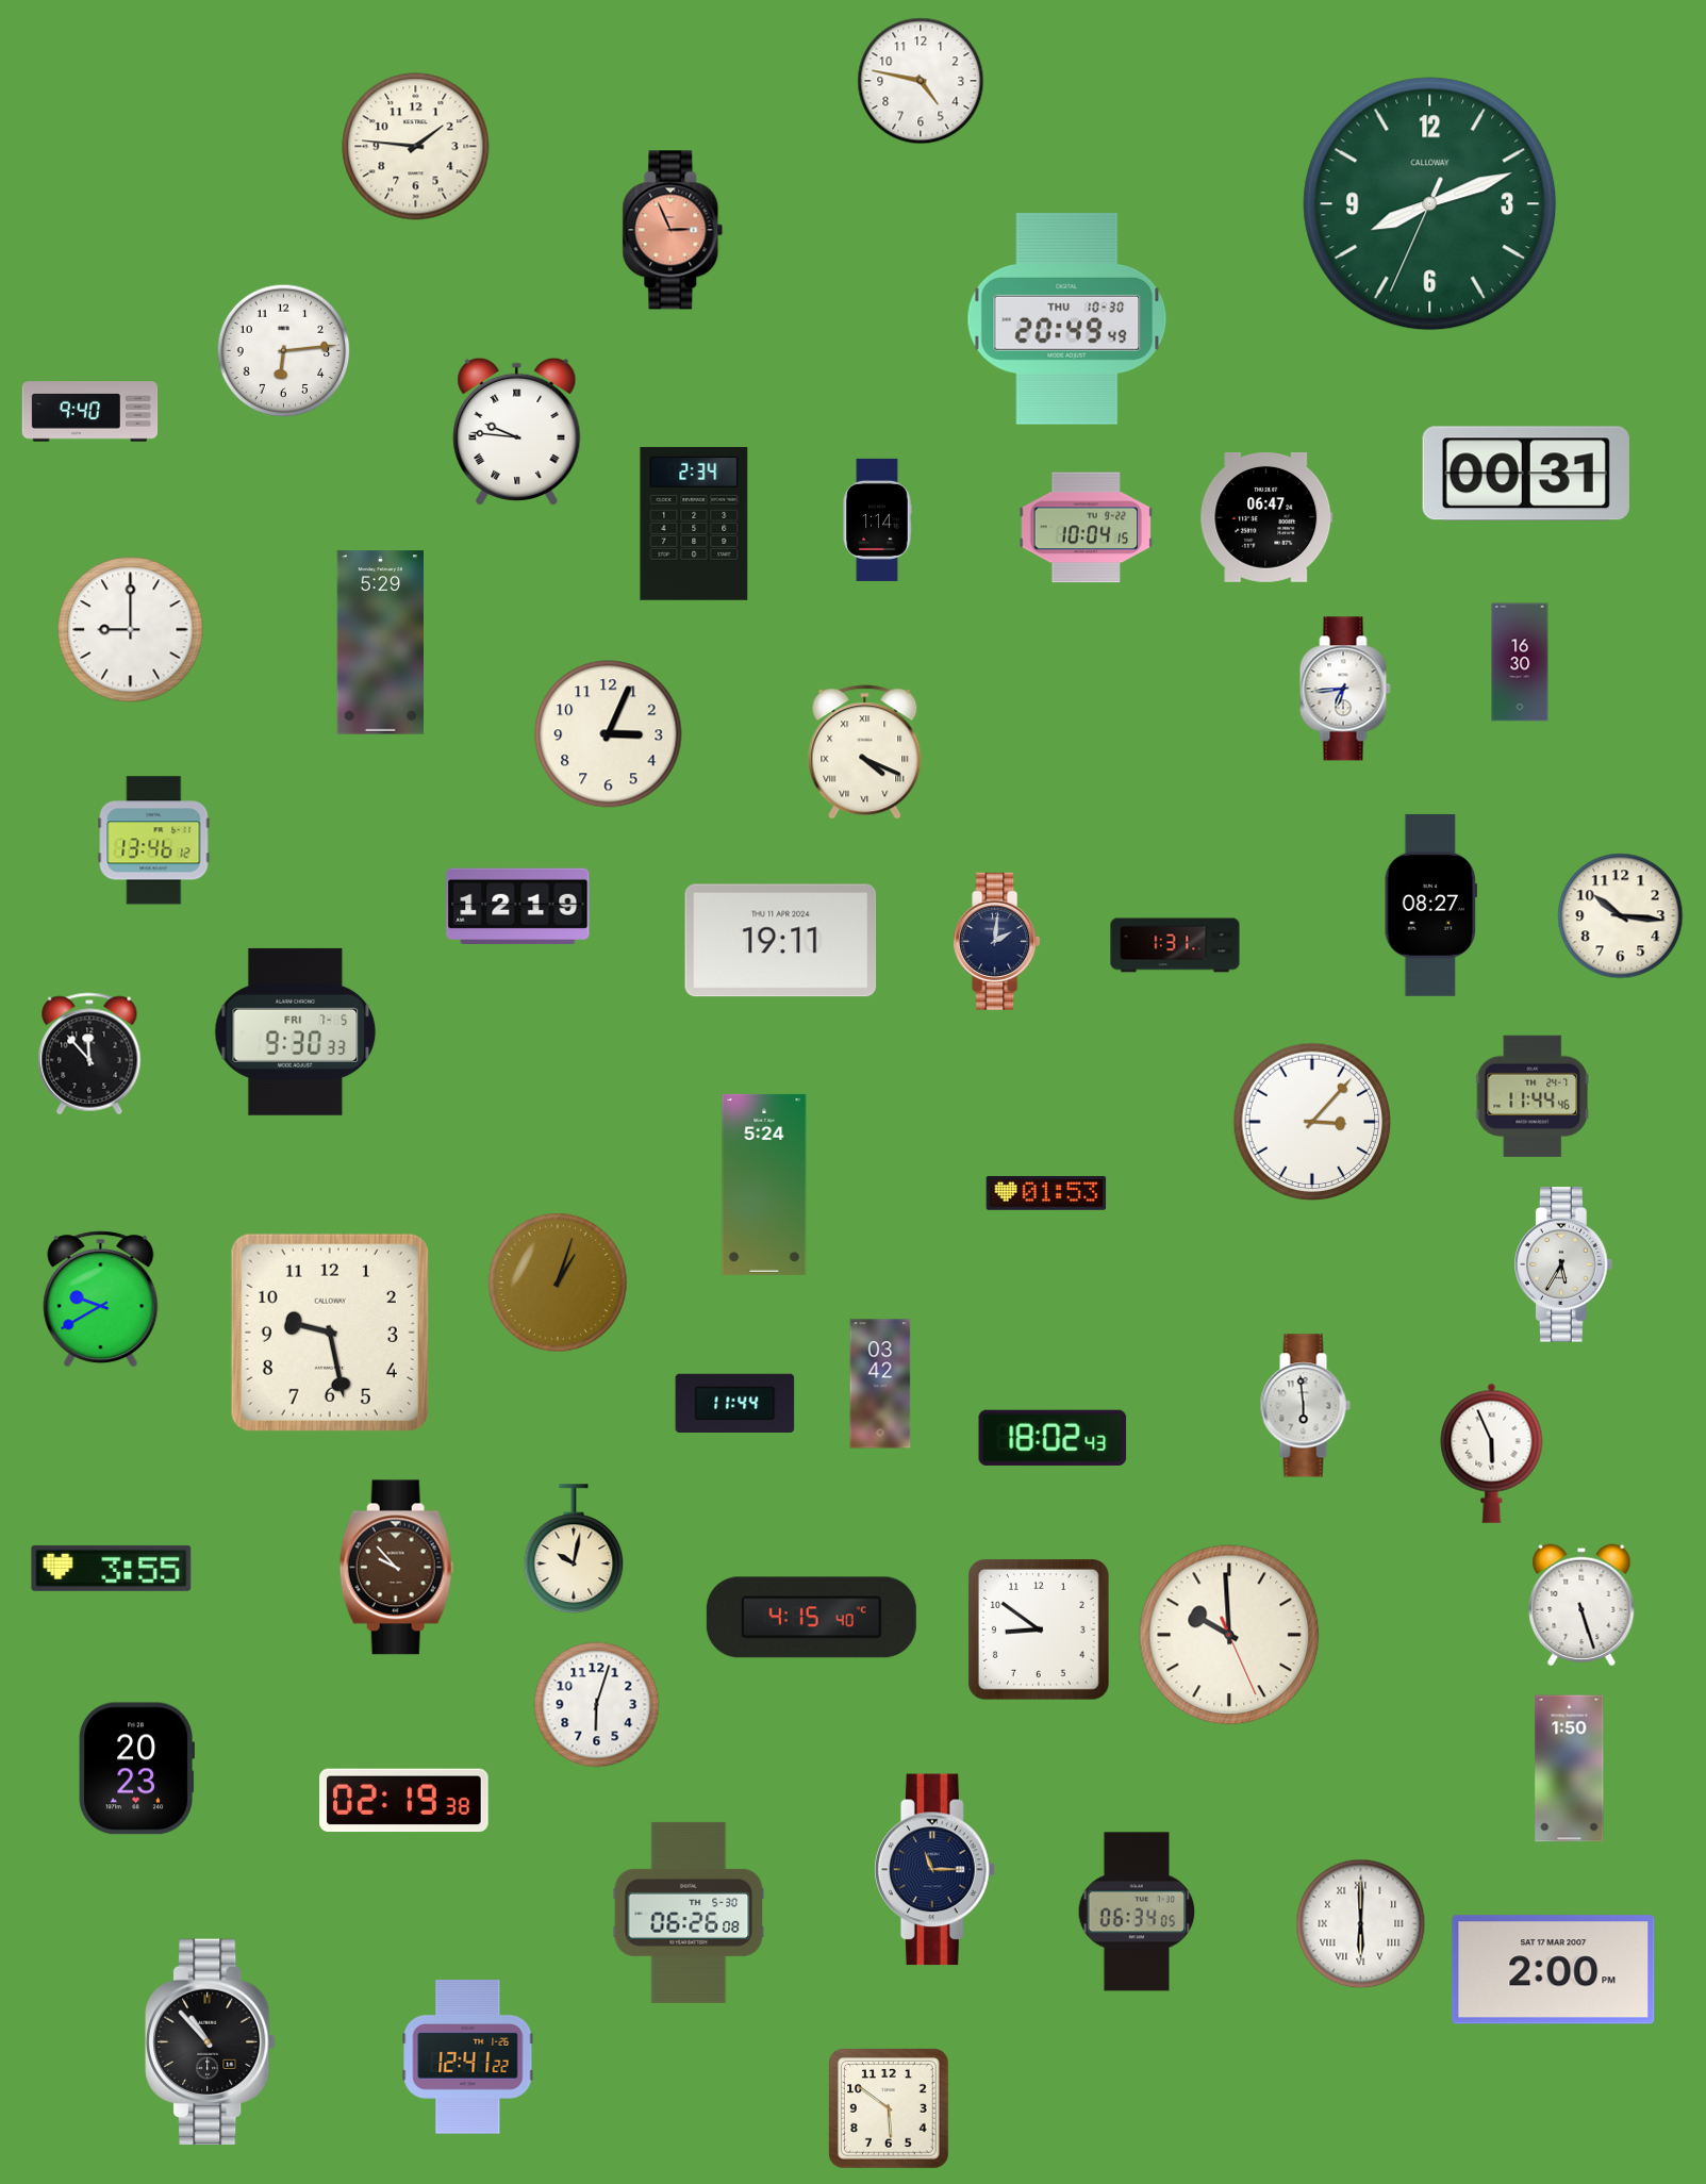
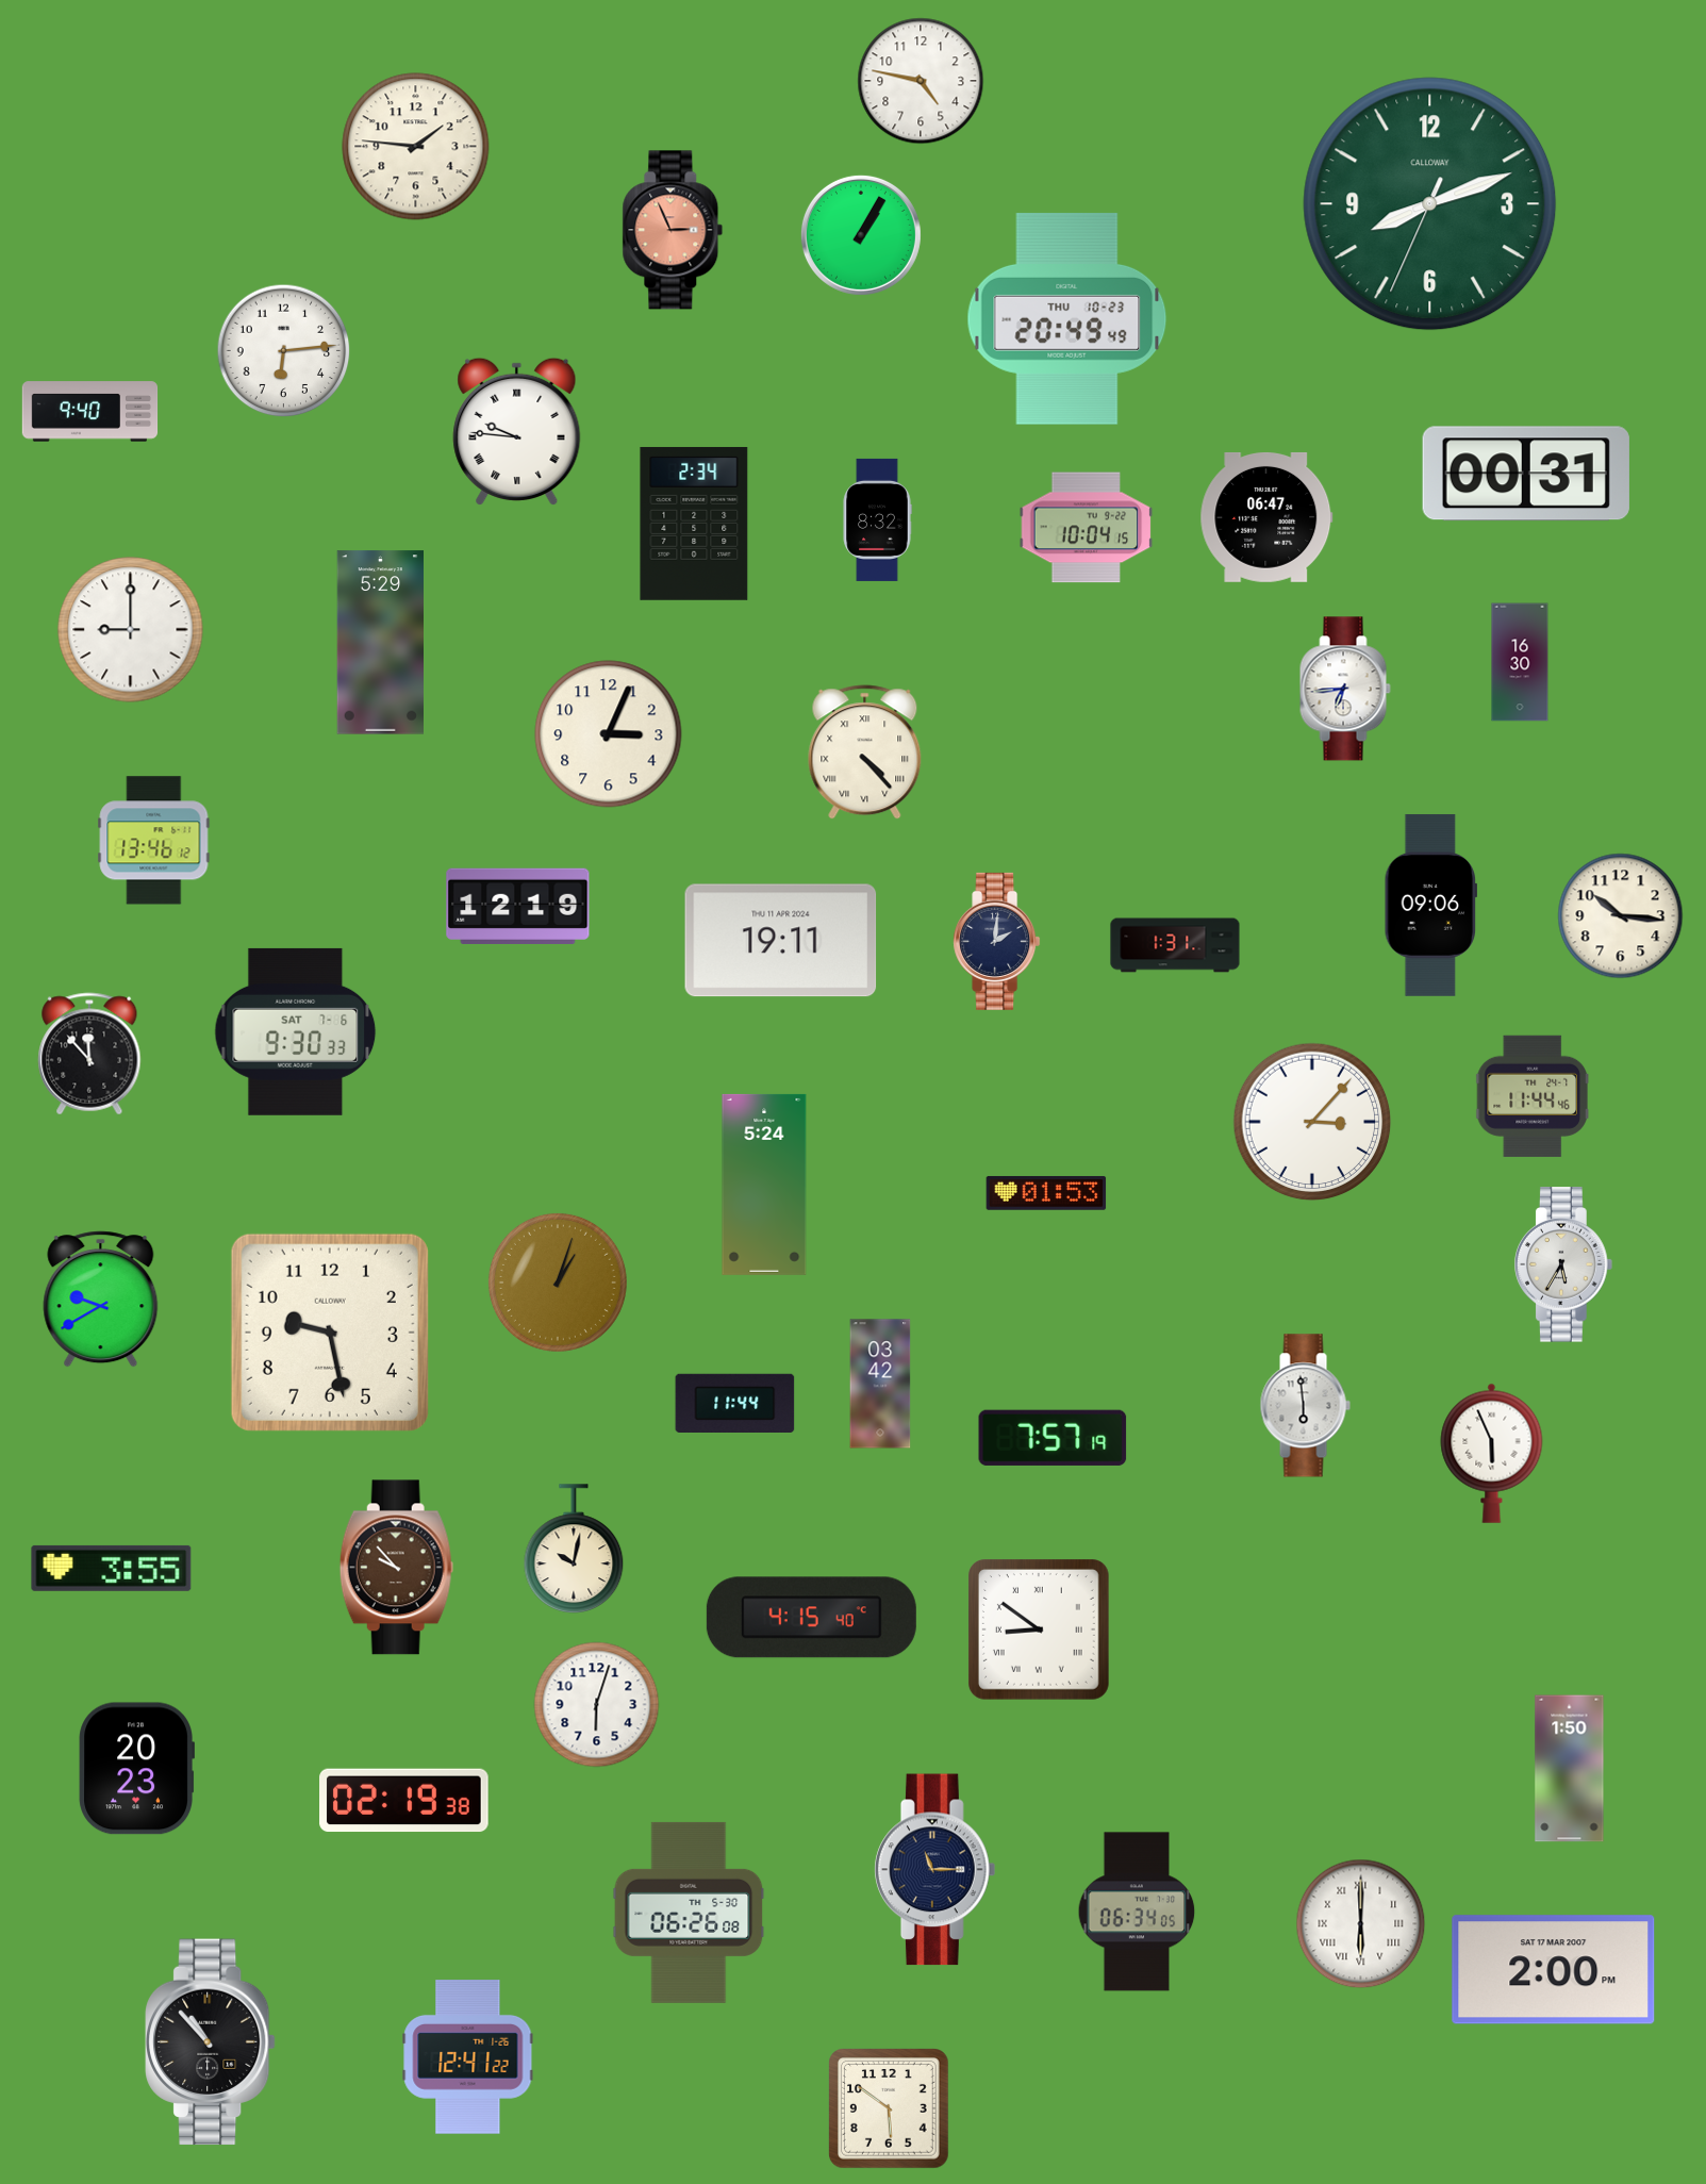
clock at (861, 235): none -> 1:05
clock at (1067, 318) date: THU 10-30 -> THU 10-23
clock at (877, 519): 1:14 -> 8:32
clock at (865, 752): 4:19 -> 4:23
clock at (1430, 905): 08:27 -> 09:06
clock at (296, 1031) date: FRI 7-5 -> SAT 7-6
clock at (1053, 1438): 18:02 -> 7:57
clock at (1581, 1605): 5:27 -> none
clock at (1039, 1629) numerals: Arabic -> Roman
clock at (1229, 1635): 9:59 -> none
